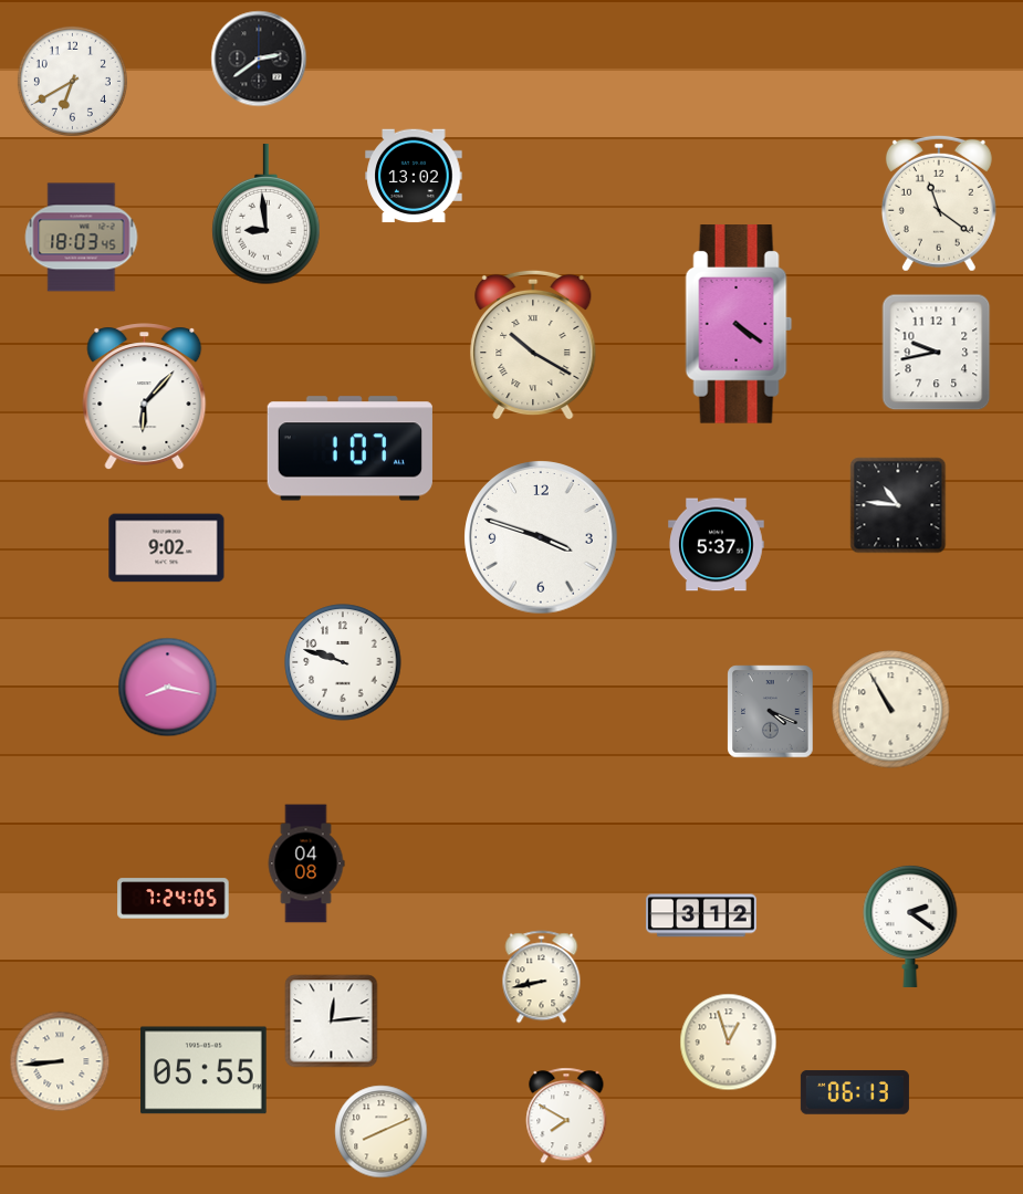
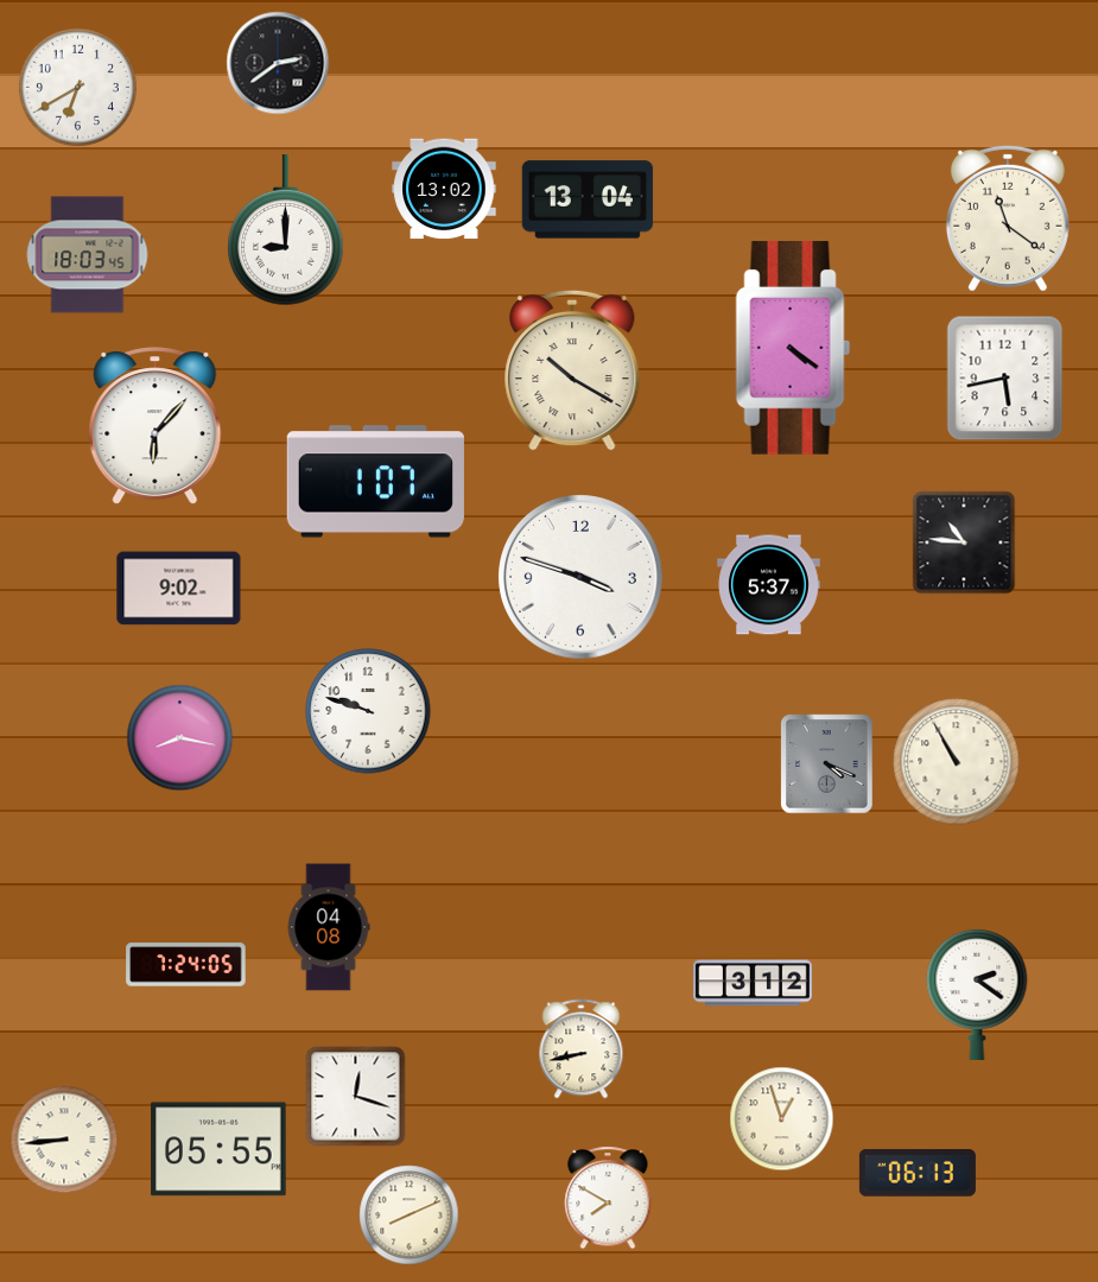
clock at (588, 199): none -> 13:04
clock at (267, 214): 8:59 -> 9:00
clock at (937, 353): 9:43 -> 5:43
clock at (332, 1022): 12:14 -> 12:18
